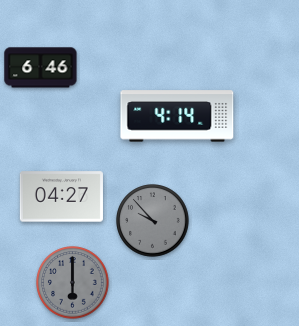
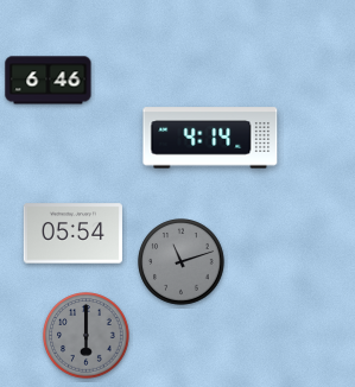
clock at (61, 197): 04:27 -> 05:54
clock at (153, 221): 9:53 -> 11:12
